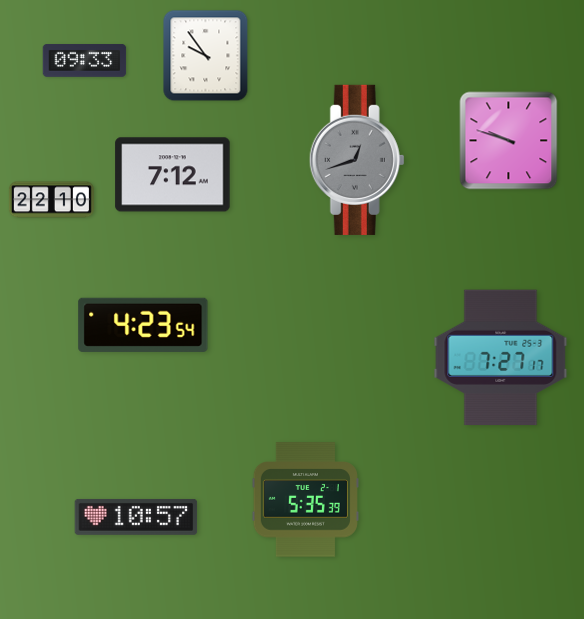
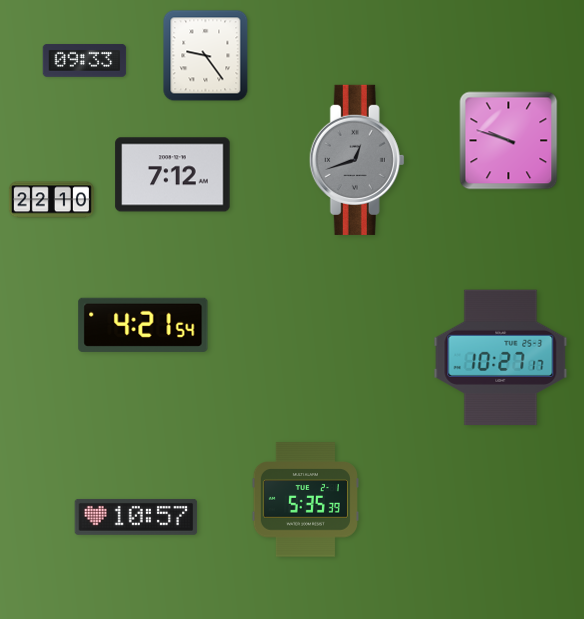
clock at (206, 56): 9:54 -> 9:24
clock at (143, 325): 4:23 -> 4:21
clock at (501, 358): 7:27 -> 10:27
